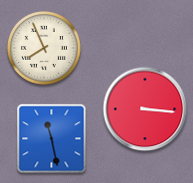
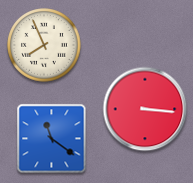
clock at (44, 48) position: (44, 48) -> (44, 45)
clock at (52, 139): 11:28 -> 11:21
